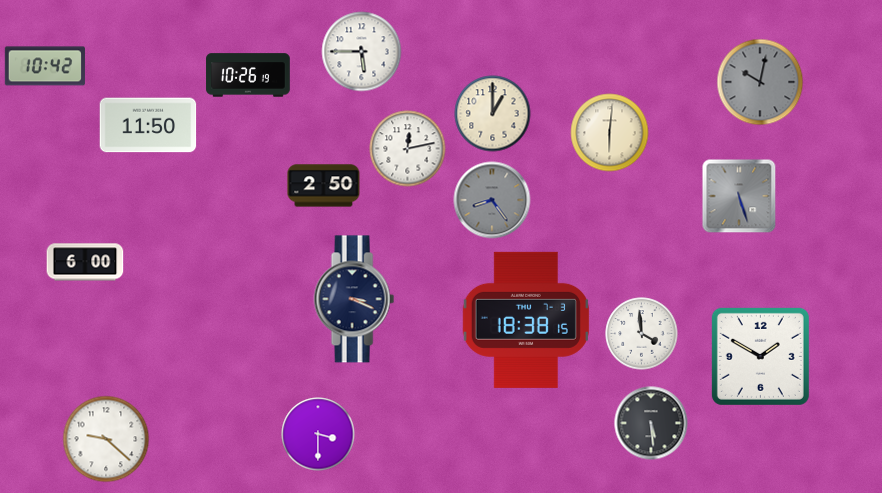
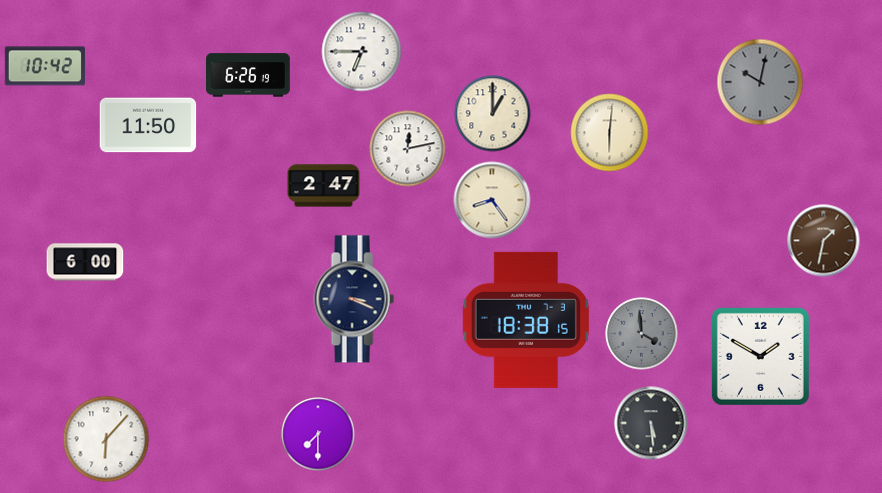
clock at (362, 52): 5:45 -> 6:45
clock at (248, 75): 10:26 -> 6:26
clock at (324, 186): 2:50 -> 2:47
clock at (739, 196): 5:27 -> none
clock at (492, 200) dial: grey -> cream
clock at (824, 241): none -> 1:32
clock at (642, 334) dial: white -> grey
clock at (318, 434): 3:30 -> 7:30
clock at (106, 439): 9:22 -> 6:07
